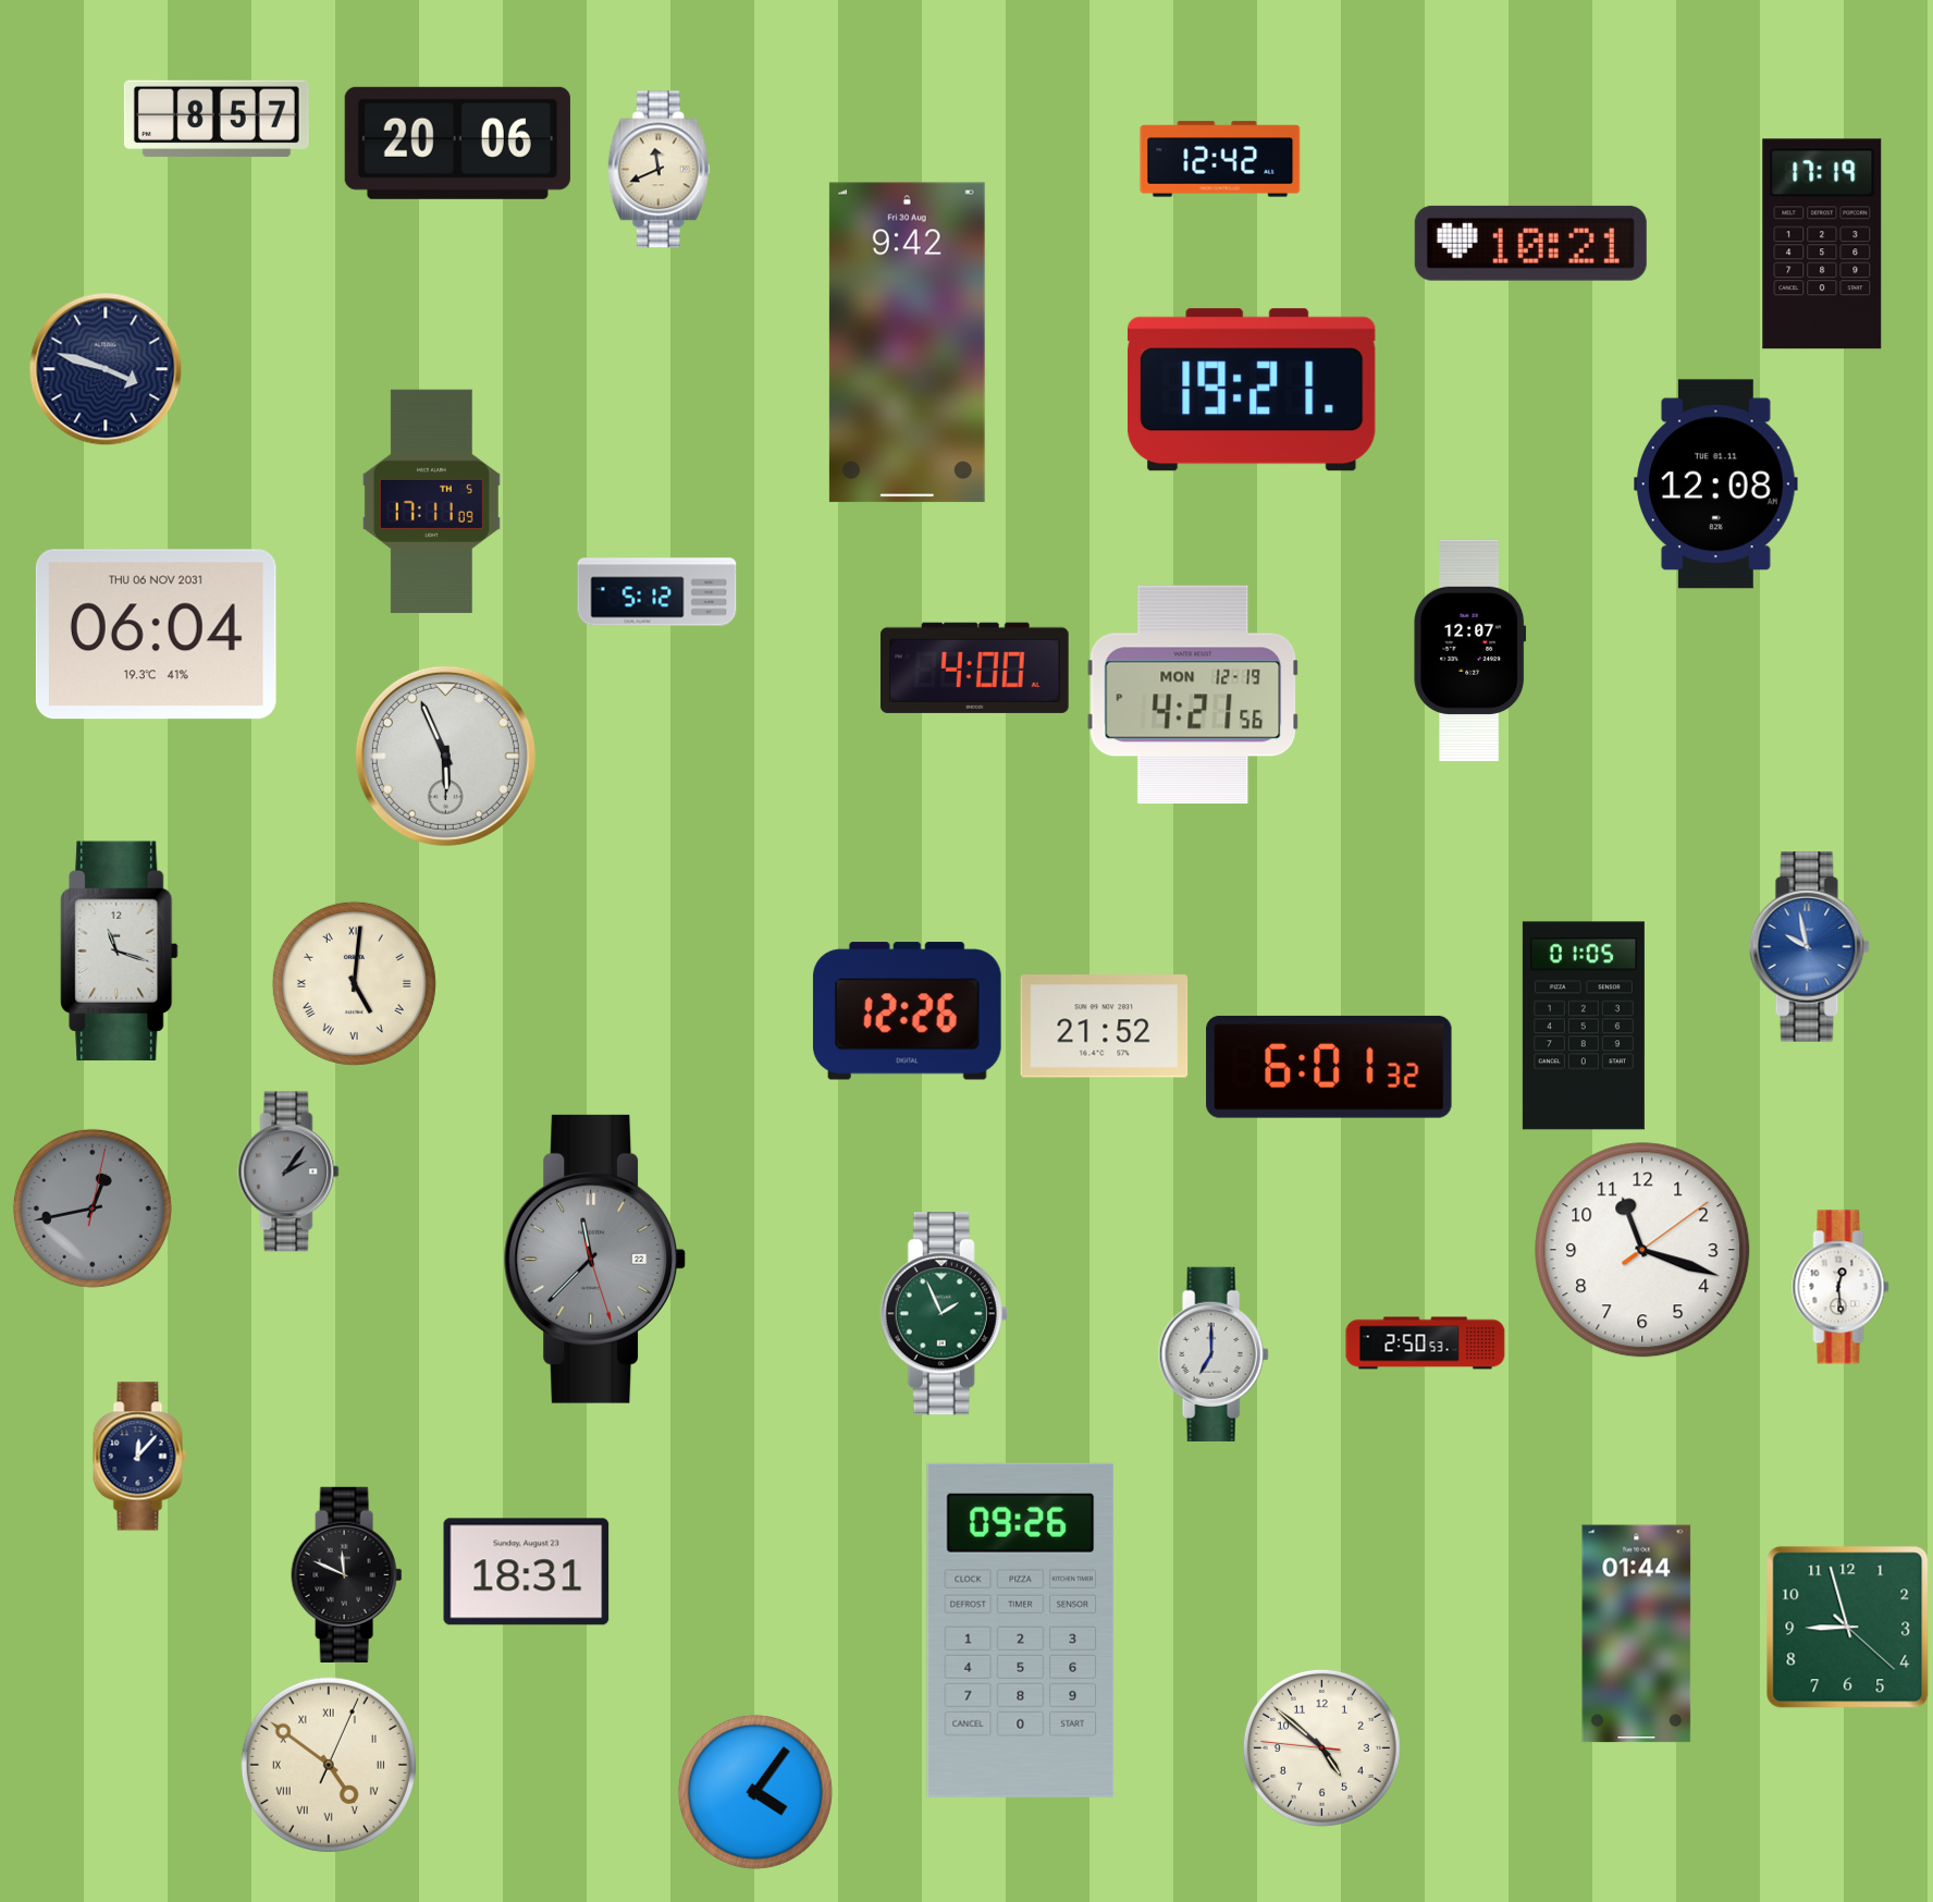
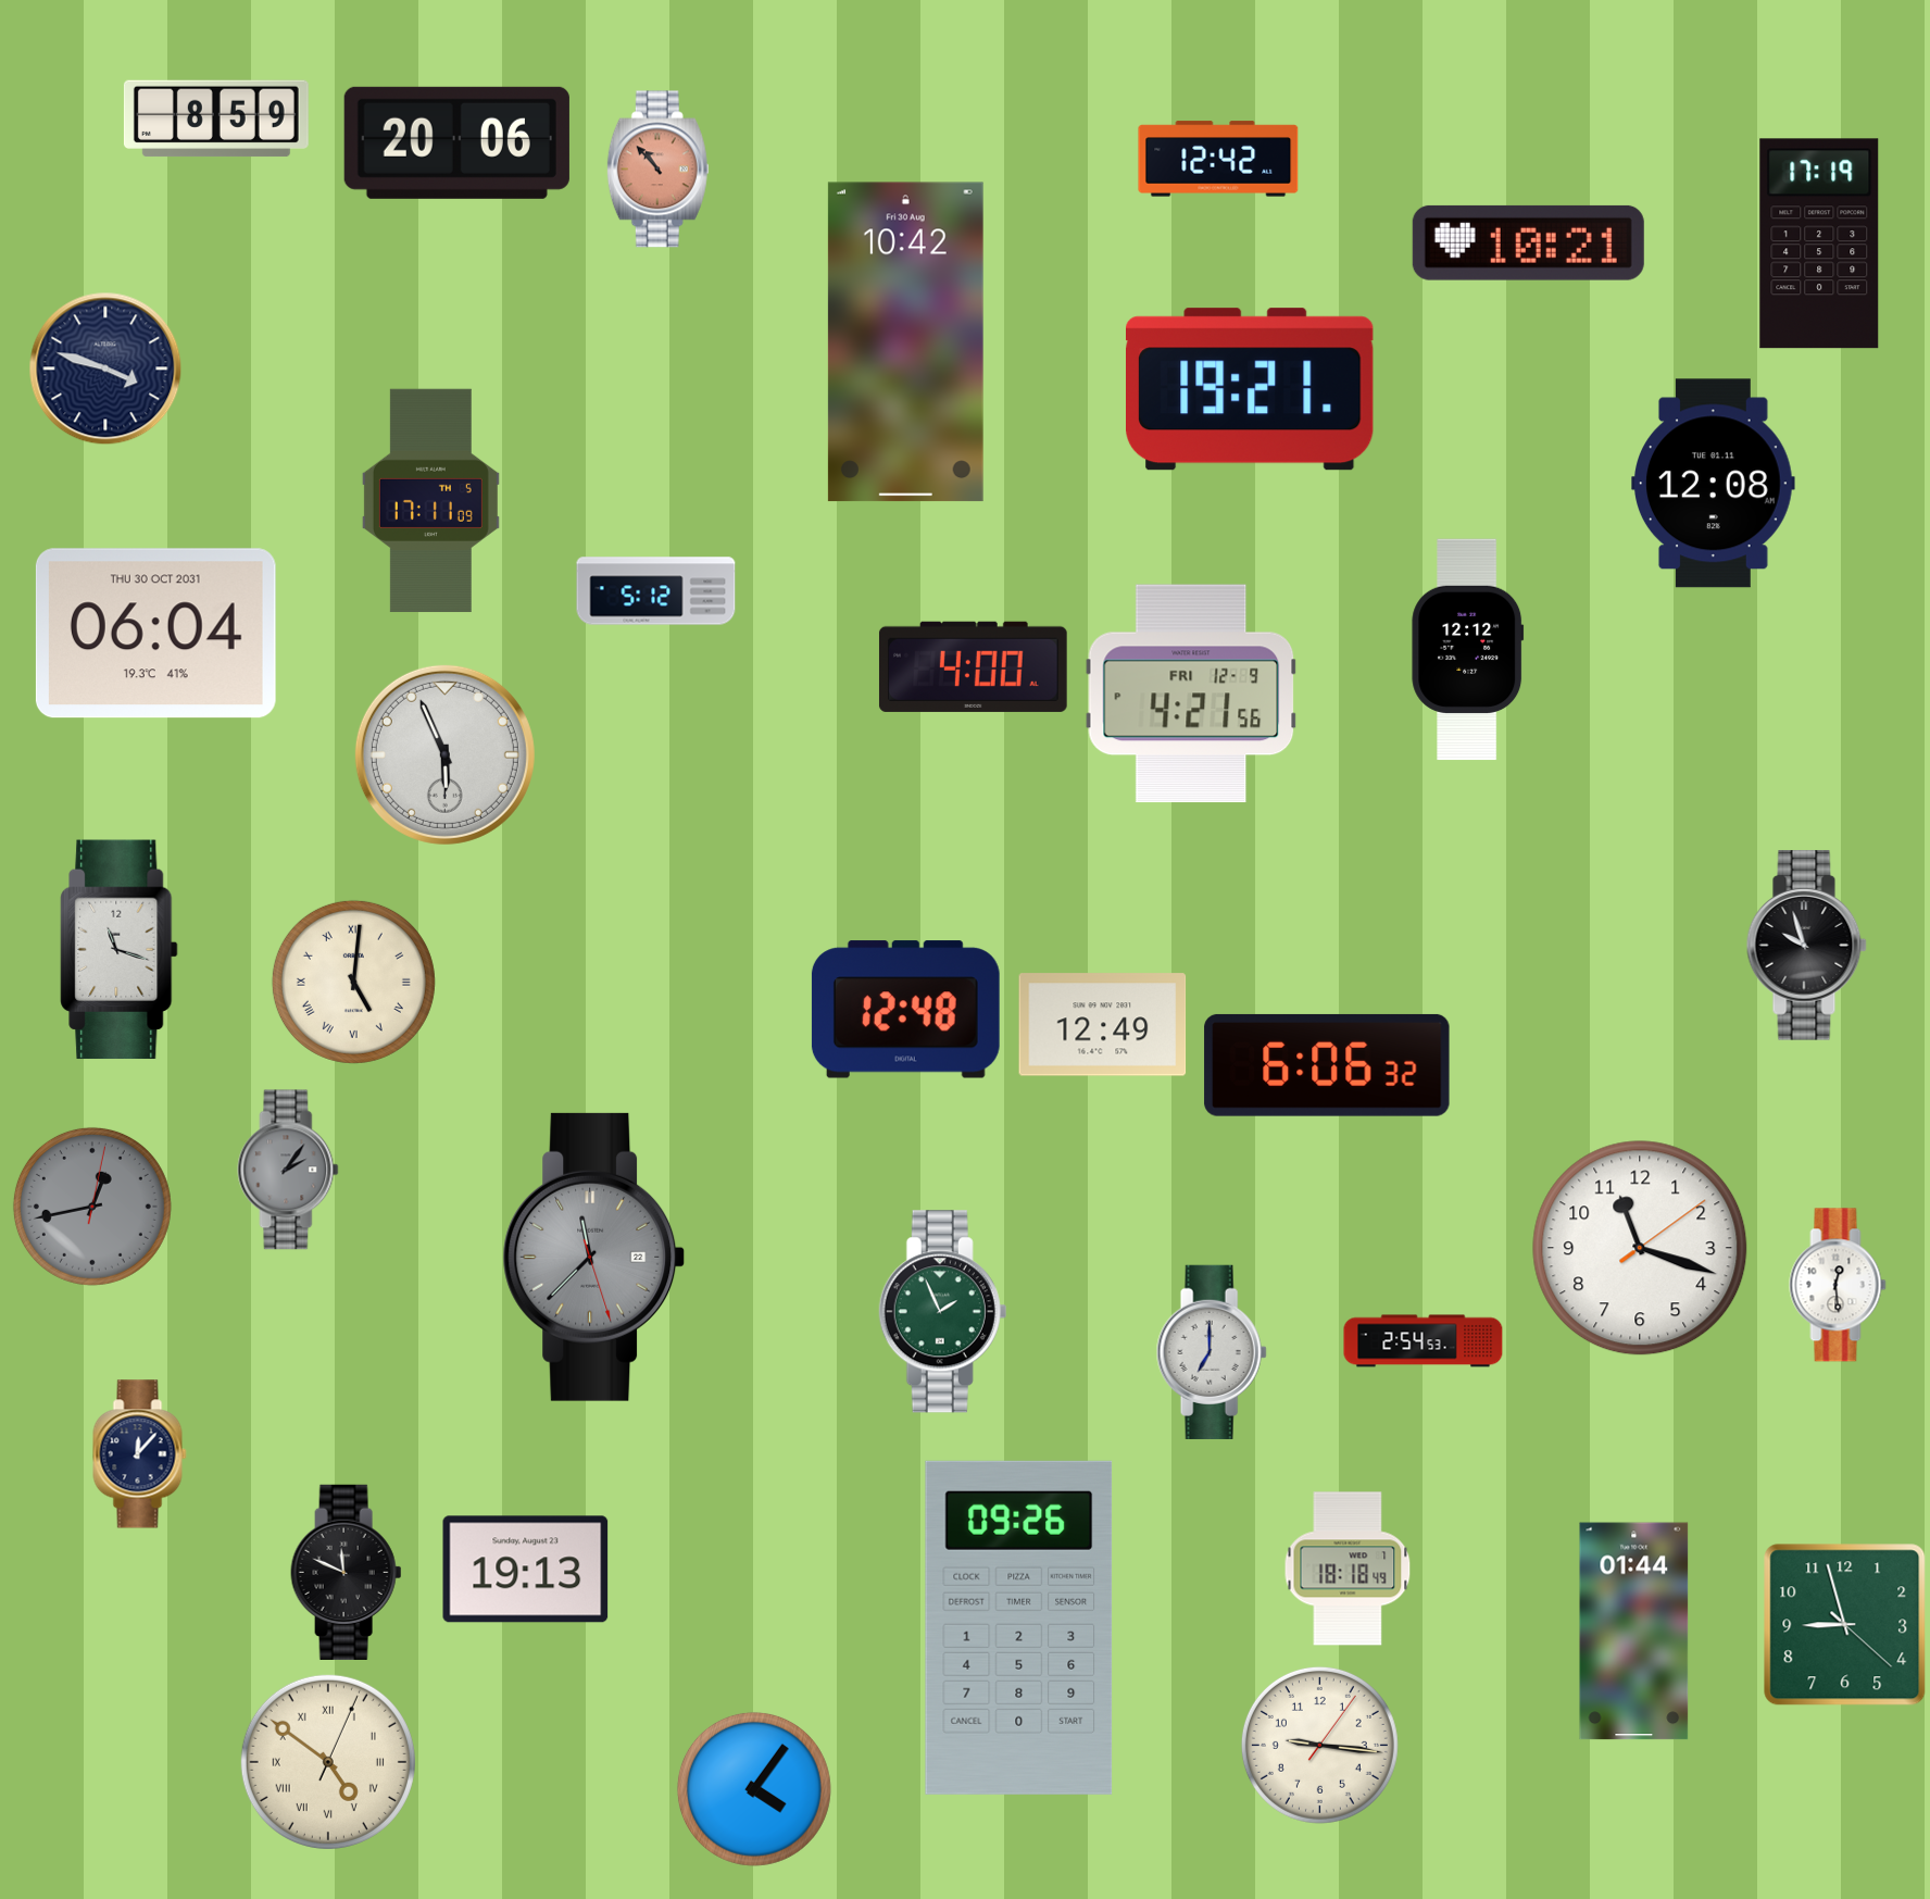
clock at (217, 119): 8:57 -> 8:59
clock at (658, 170): 11:41 -> 10:53
clock at (658, 170) dial: cream -> salmon
clock at (907, 343): 9:42 -> 10:42
clock at (156, 635) date: THU 06 NOV 2031 -> THU 30 OCT 2031
clock at (1470, 651): 12:07 -> 12:12
clock at (1193, 695) date: MON 12-19 -> FRI 12-9
clock at (1809, 947): 9:58 -> 9:57
clock at (1809, 947) dial: blue -> black
clock at (907, 1011): 12:26 -> 12:48
clock at (1584, 1026): 01:05 -> none
clock at (1105, 1027): 21:52 -> 12:49
clock at (1329, 1067): 6:01 -> 6:06
clock at (1426, 1343): 2:50 -> 2:54
clock at (1348, 1569): none -> 18:18
clock at (527, 1572): 18:31 -> 19:13
clock at (1321, 1747): 4:51 -> 9:16
